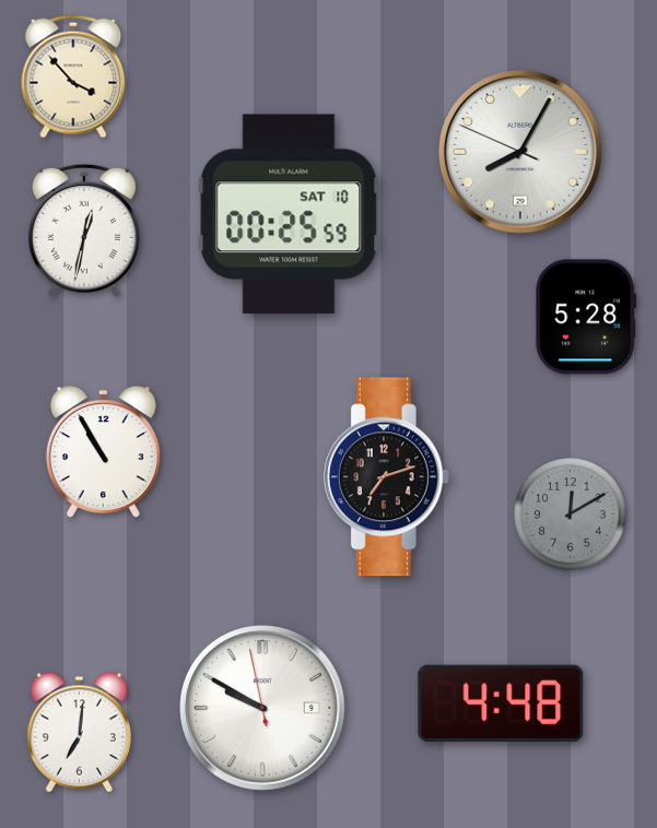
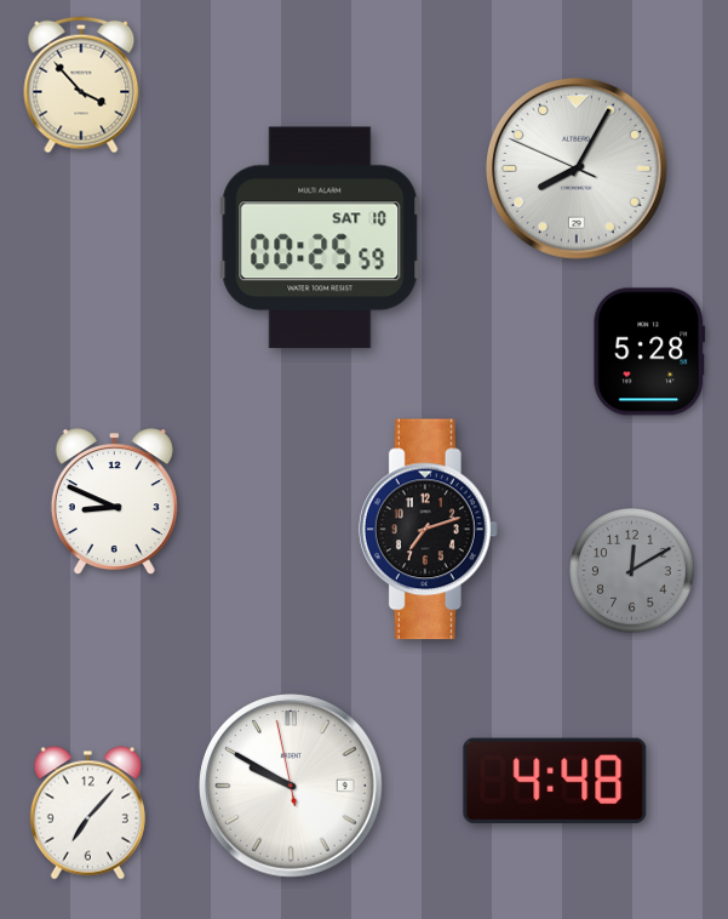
clock at (84, 230): 12:32 -> none
clock at (103, 452): 10:55 -> 8:49
clock at (79, 733): 7:01 -> 7:07
